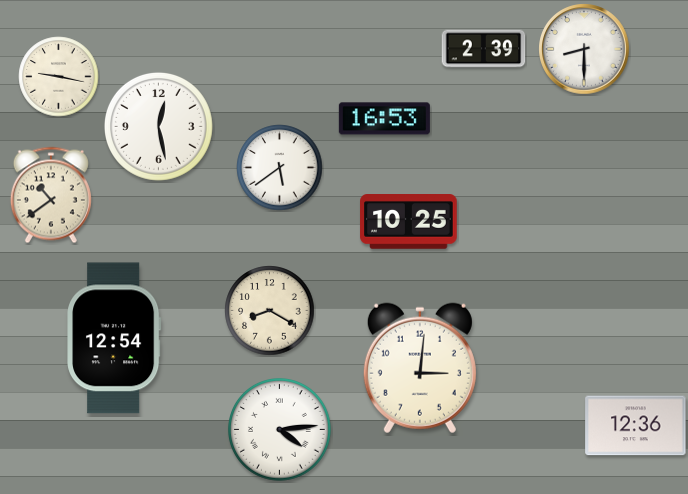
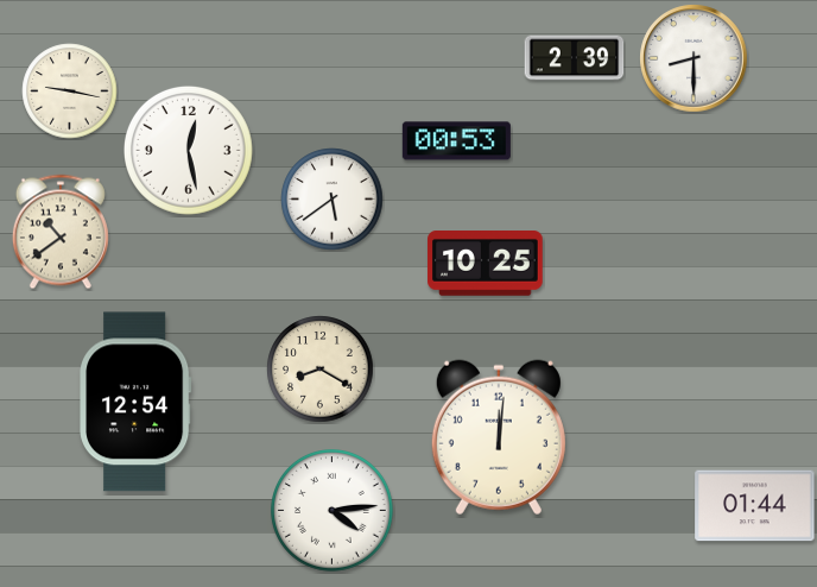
clock at (384, 119): 16:53 -> 00:53
clock at (420, 368): 3:01 -> 12:01
clock at (636, 426): 12:36 -> 01:44
